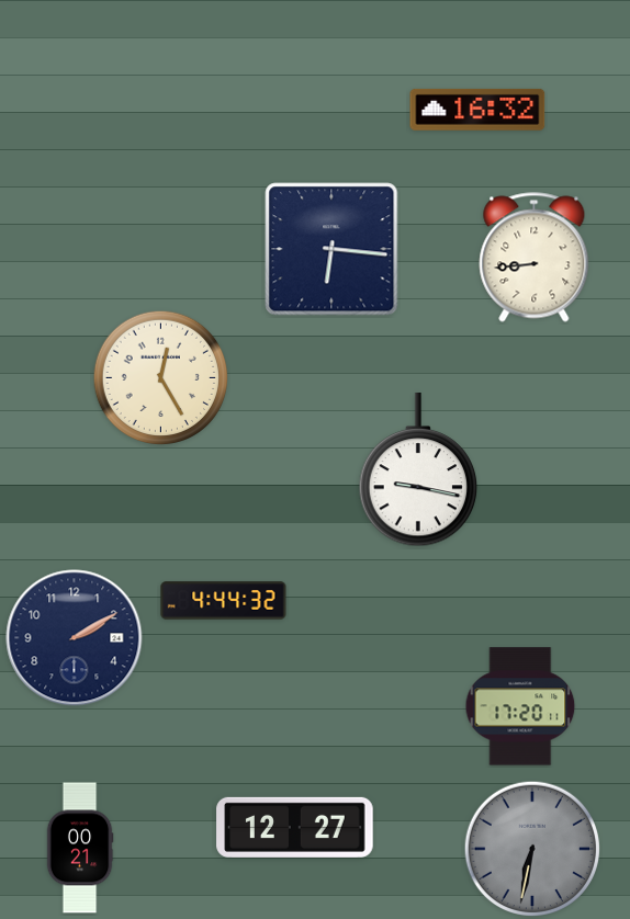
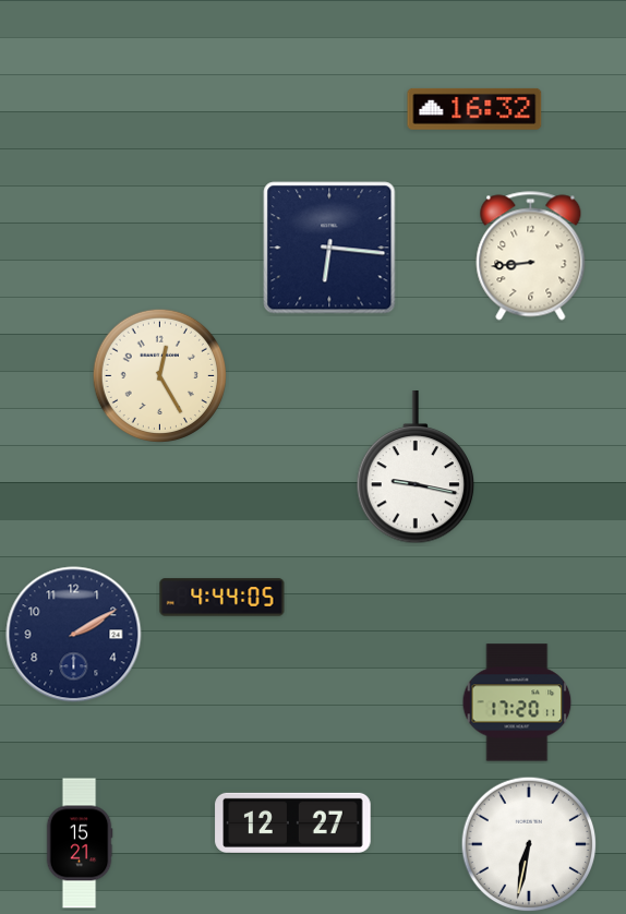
clock at (224, 601): 4:44:32 -> 4:44:05
clock at (80, 848): 00:21 -> 15:21
clock at (532, 849) dial: grey -> white
